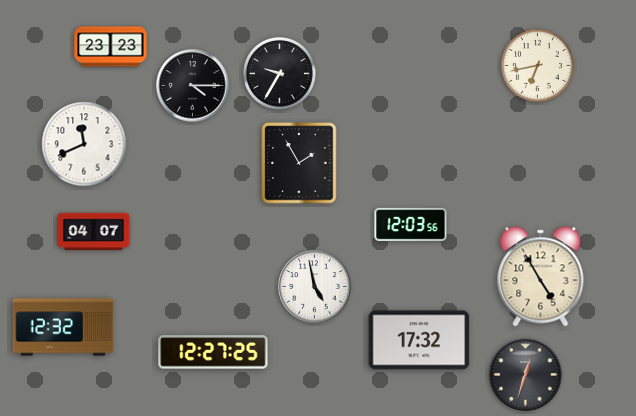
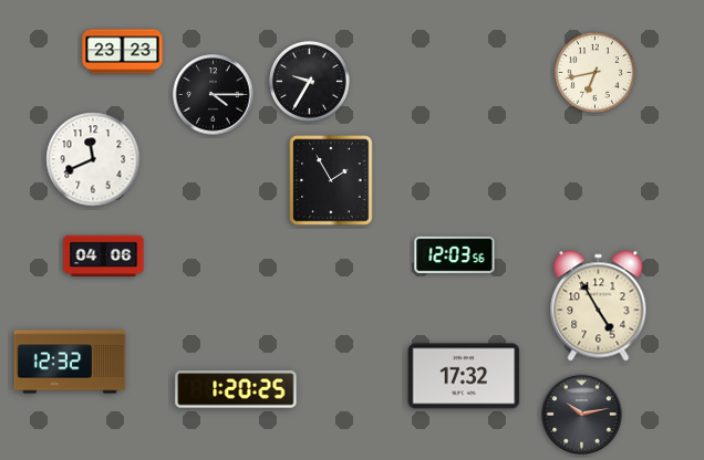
clock at (411, 225) position: (411, 225) -> (455, 255)
clock at (94, 232): 04:07 -> 04:06
clock at (315, 287): 4:58 -> none
clock at (213, 352): 12:27 -> 1:20
clock at (526, 375): 12:33 -> 10:13
